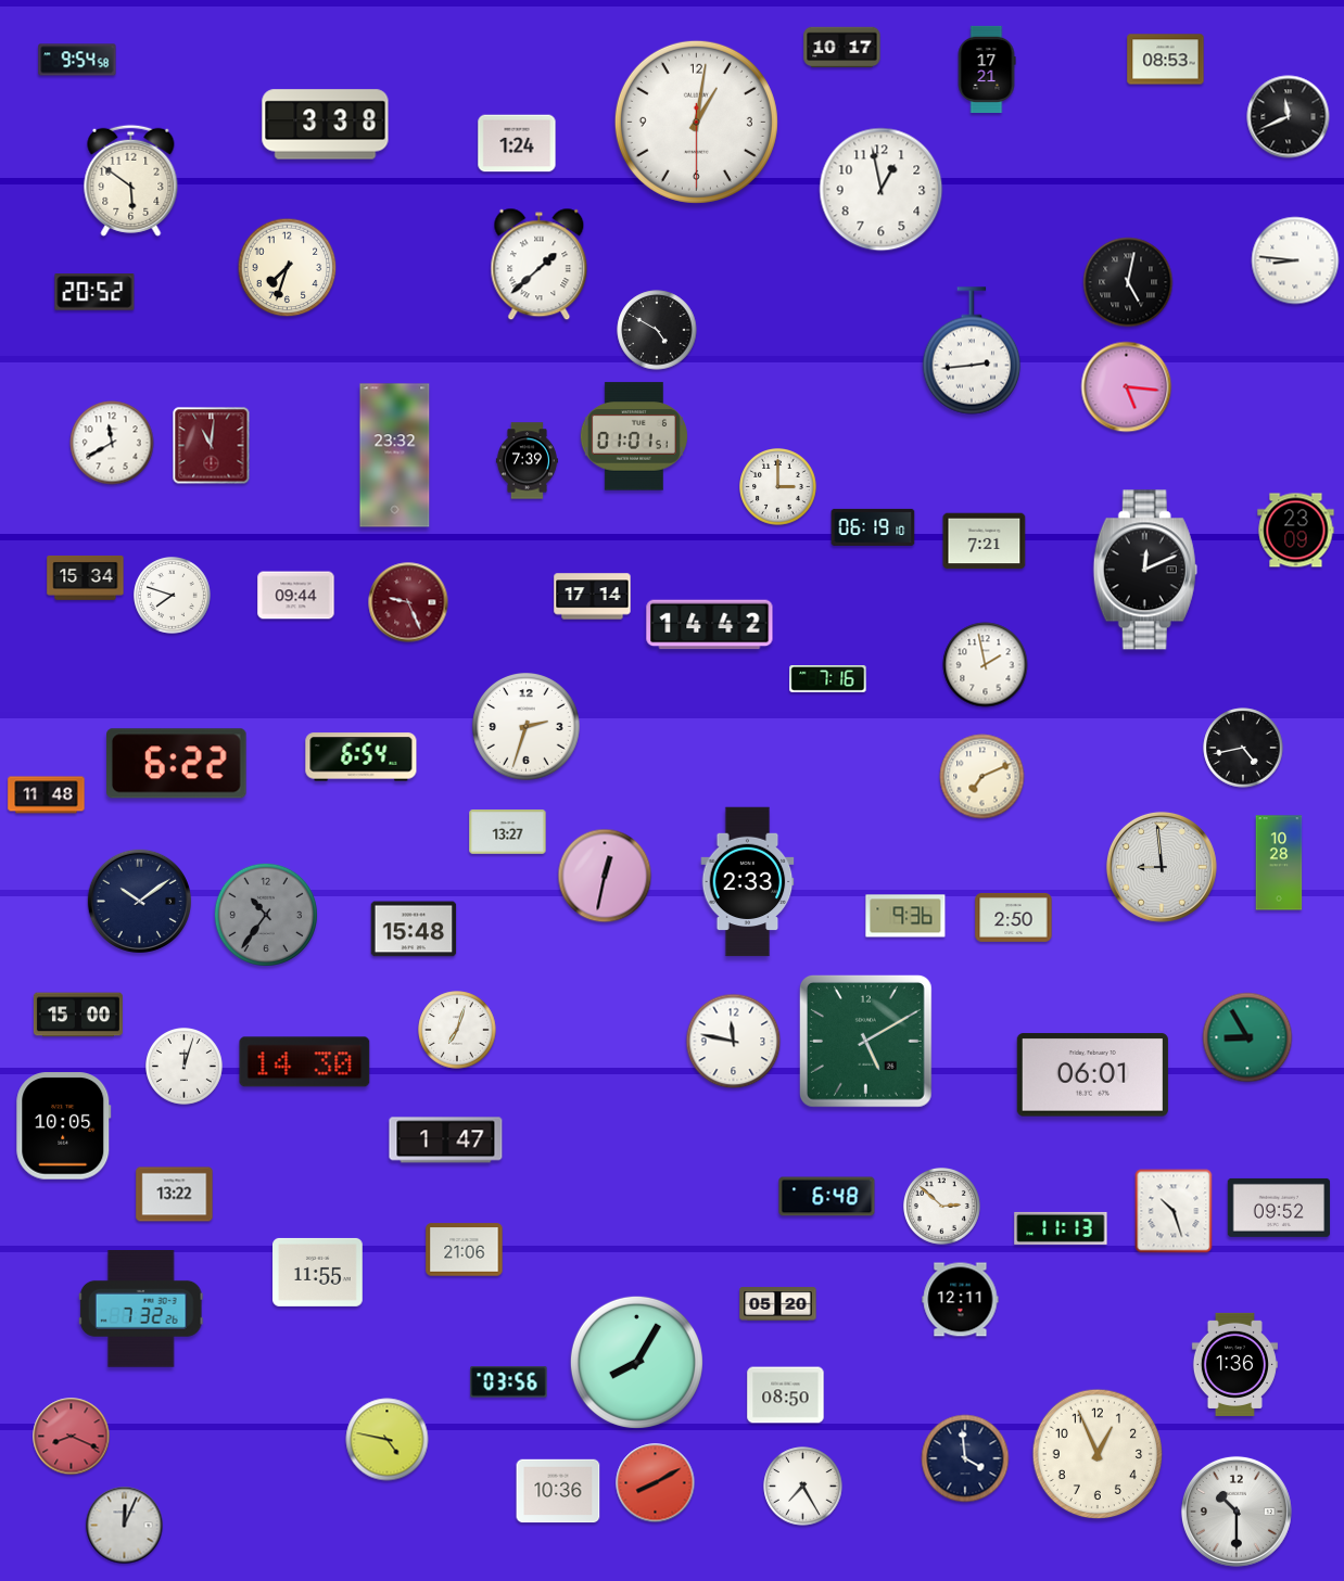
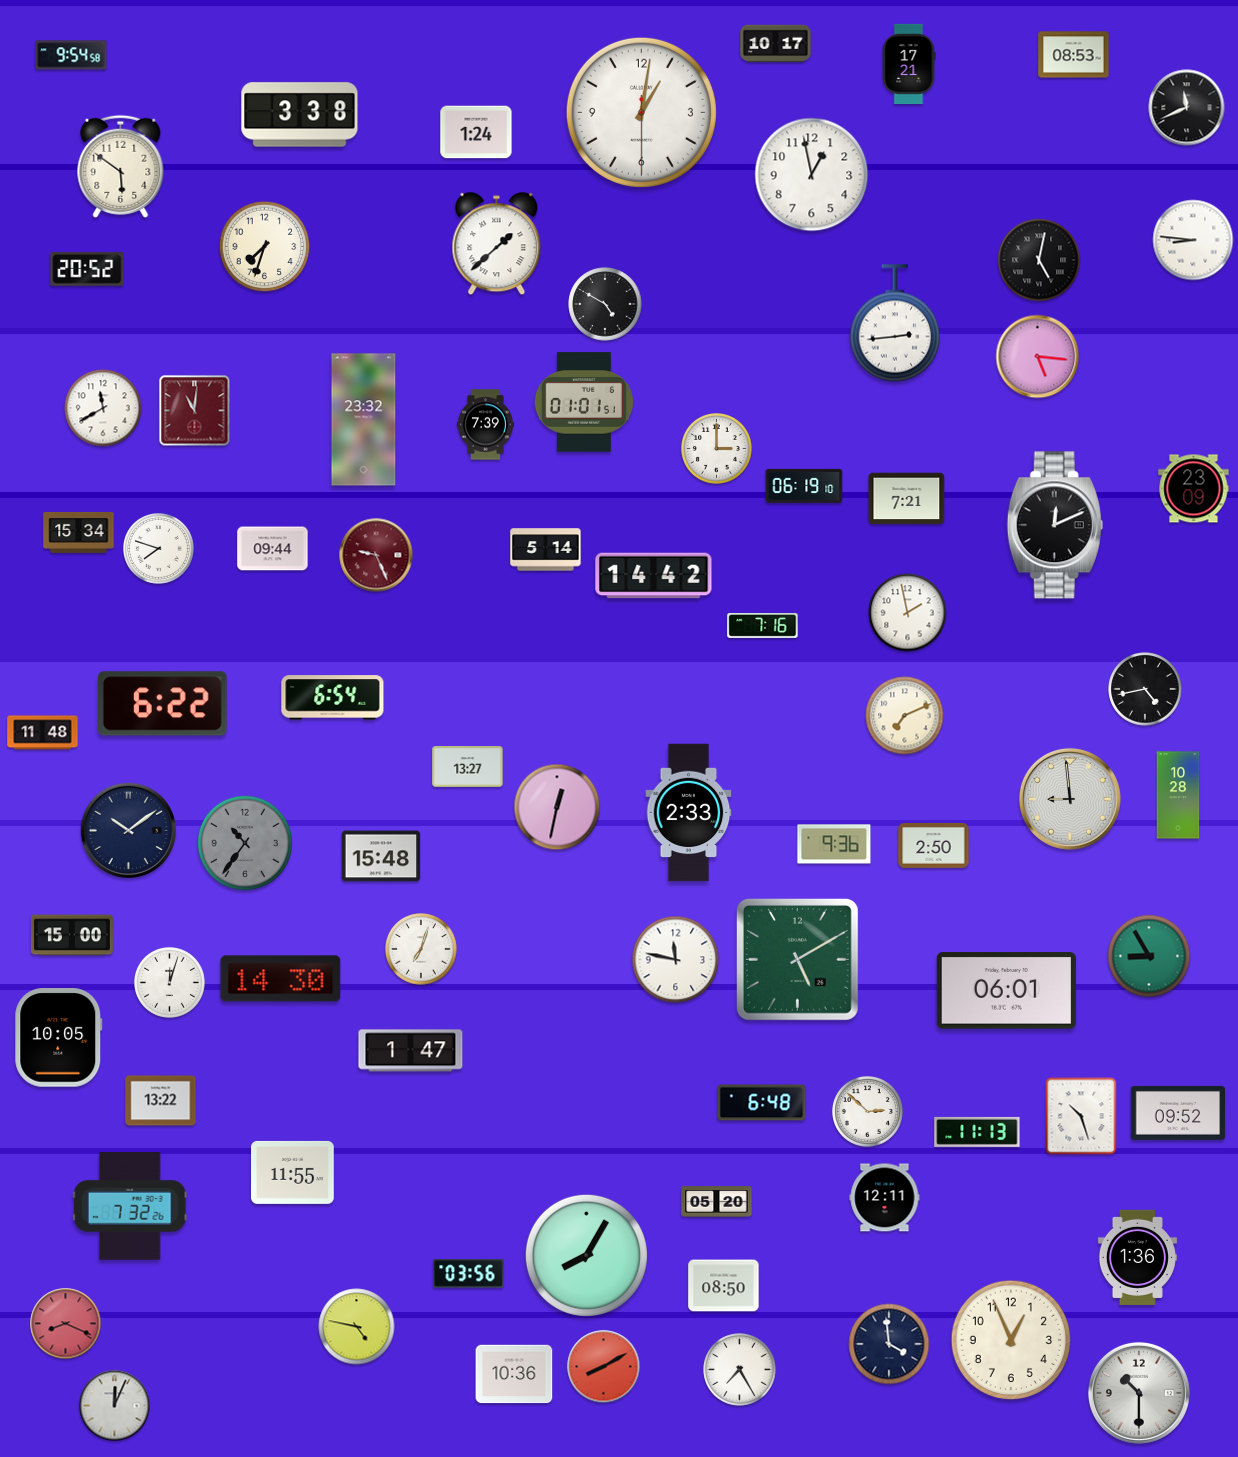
clock at (593, 597): 17:14 -> 5:14
clock at (527, 727): 2:33 -> none
clock at (465, 1250): 21:06 -> none
